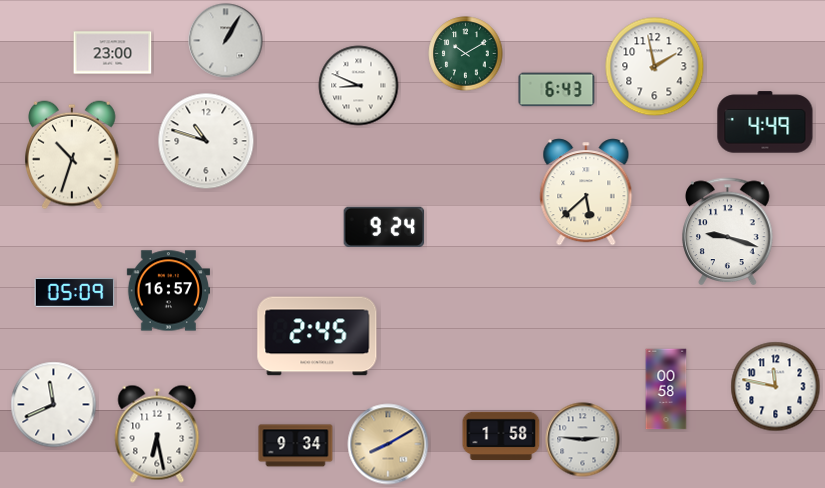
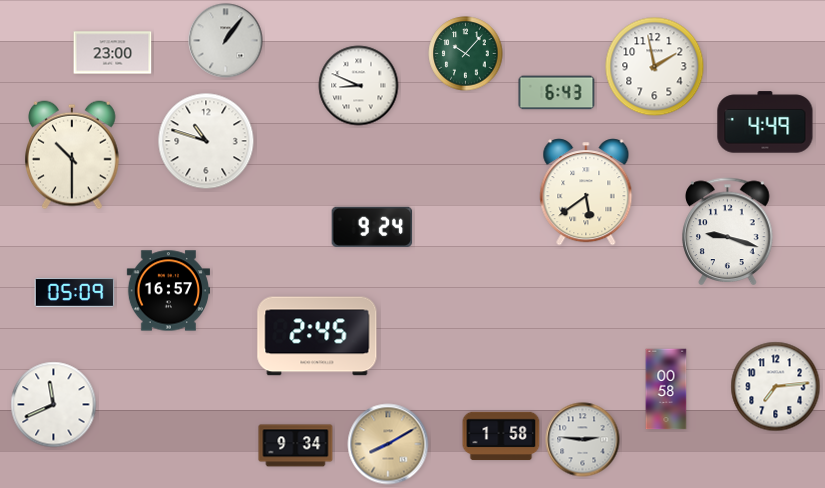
clock at (226, 41): 1:05 -> 1:06
clock at (466, 54): 10:10 -> 10:07
clock at (557, 90) position: (557, 90) -> (557, 93)
clock at (73, 155): 10:33 -> 10:30
clock at (586, 192): 5:38 -> 5:39
clock at (384, 227) position: (384, 227) -> (372, 227)
clock at (776, 387): 11:47 -> 7:14
clock at (157, 434): 6:28 -> none
